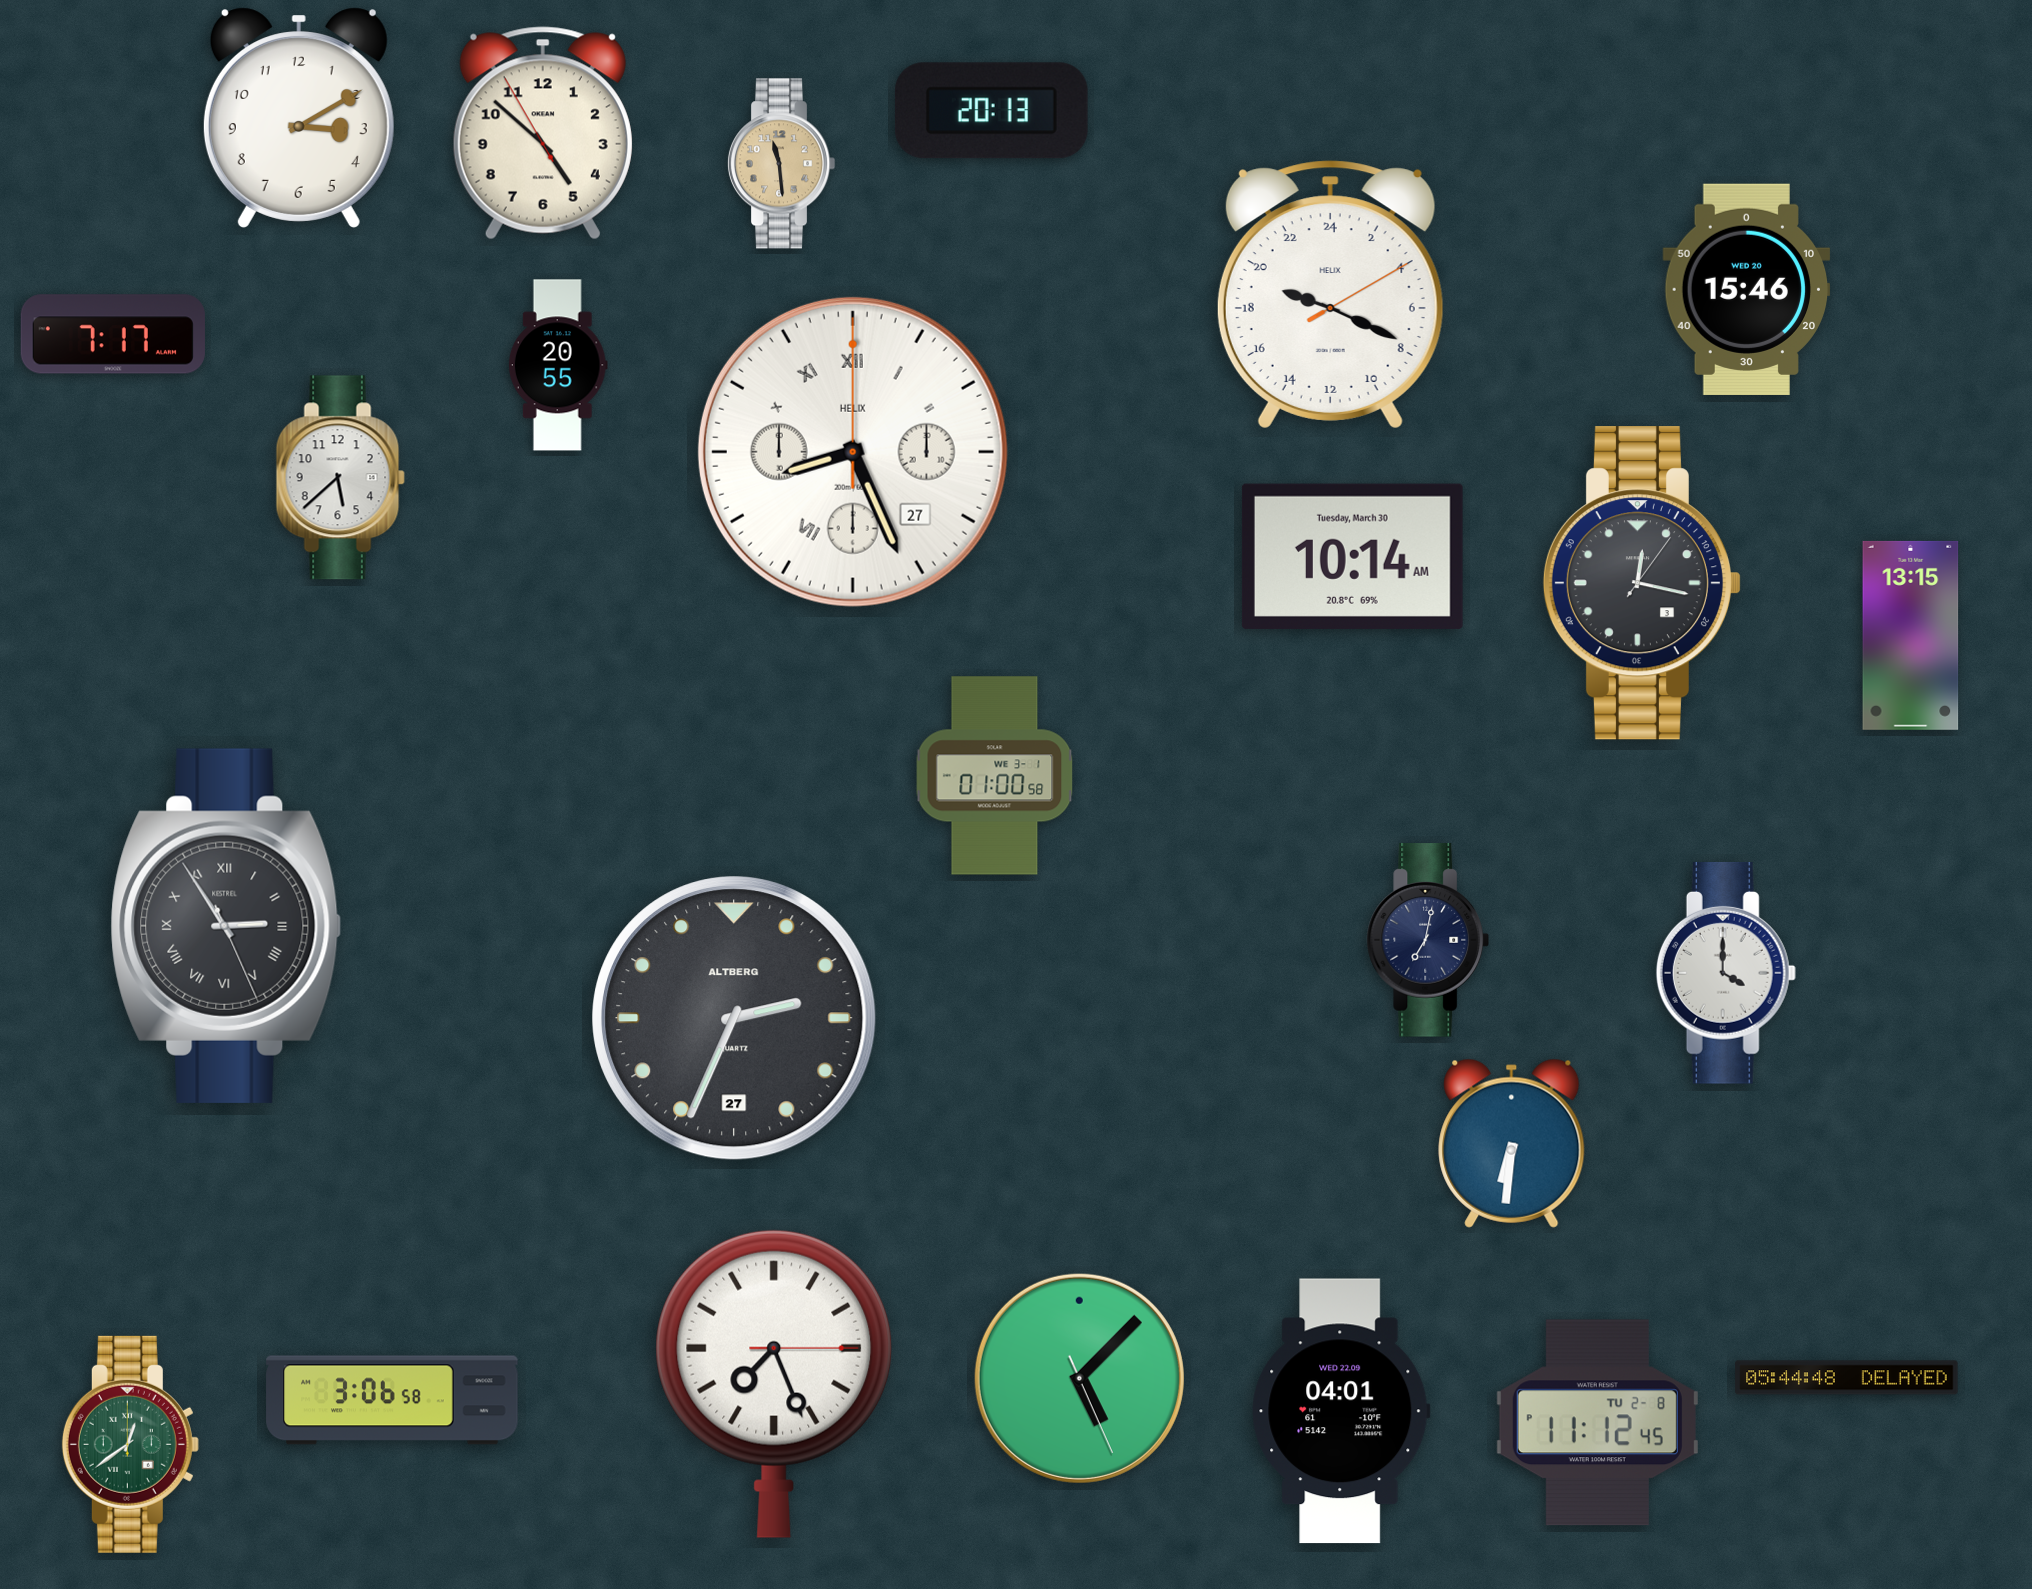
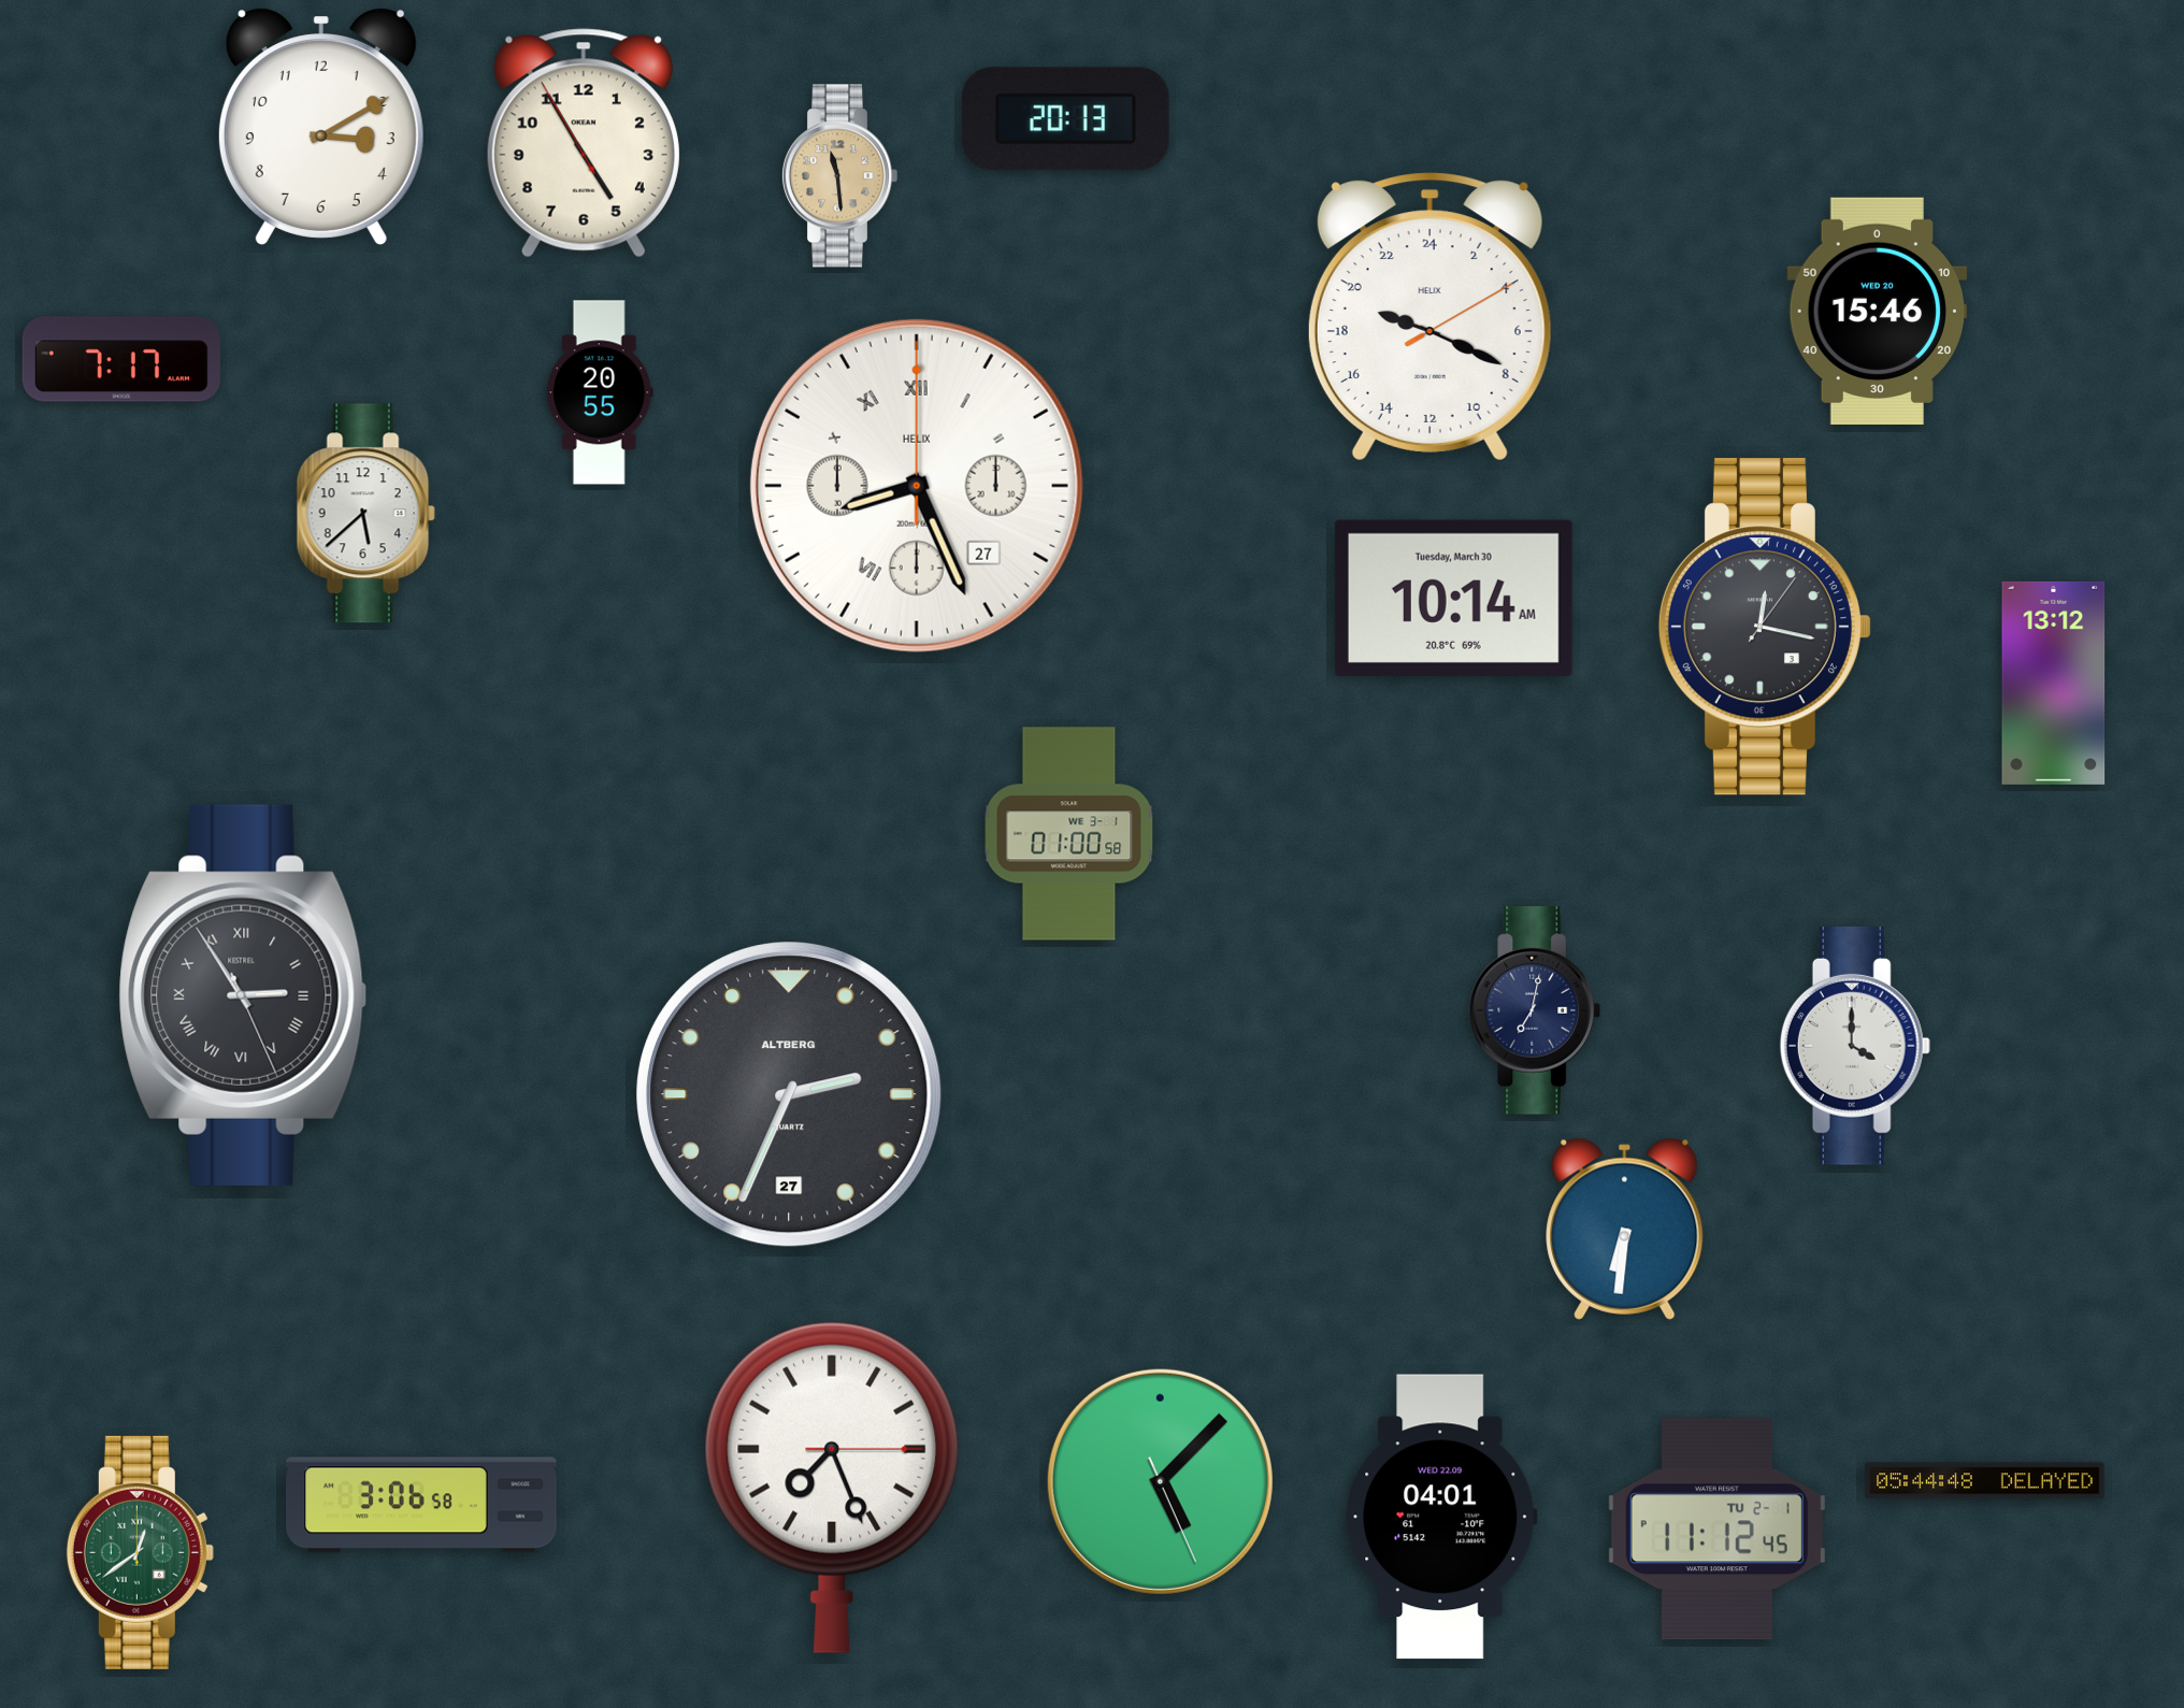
clock at (543, 133): 4:51 -> 4:54
clock at (1911, 635): 13:15 -> 13:12
clock at (1597, 1423) date: TU 2-8 -> TU 2-1
